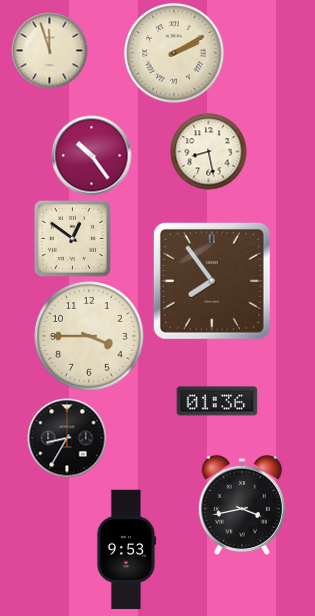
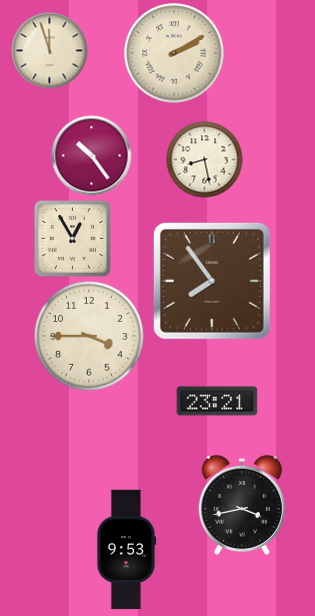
clock at (209, 152) position: (209, 152) -> (205, 160)
clock at (72, 238): 12:51 -> 12:55
clock at (217, 401): 01:36 -> 23:21
clock at (67, 438): 8:35 -> none
